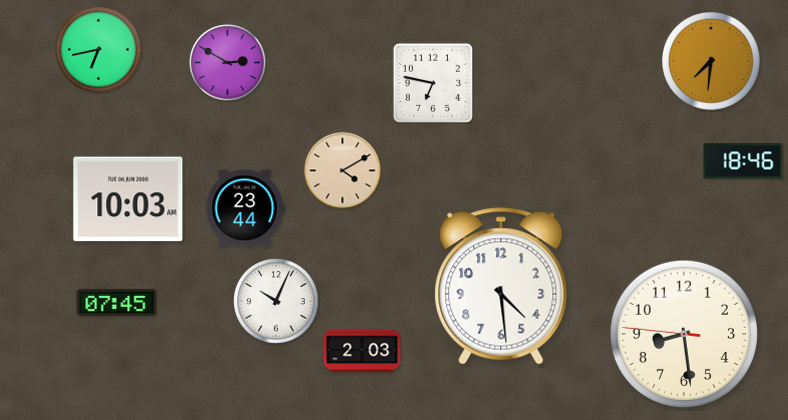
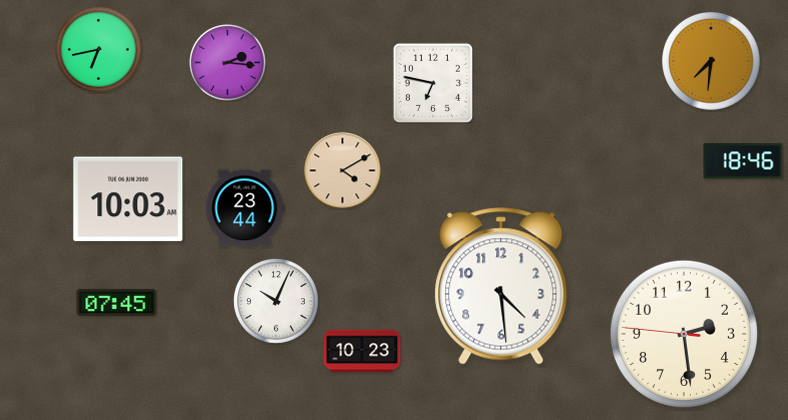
clock at (228, 63): 2:50 -> 2:16
clock at (684, 334): 8:28 -> 2:28
clock at (362, 351): 2:03 -> 10:23
